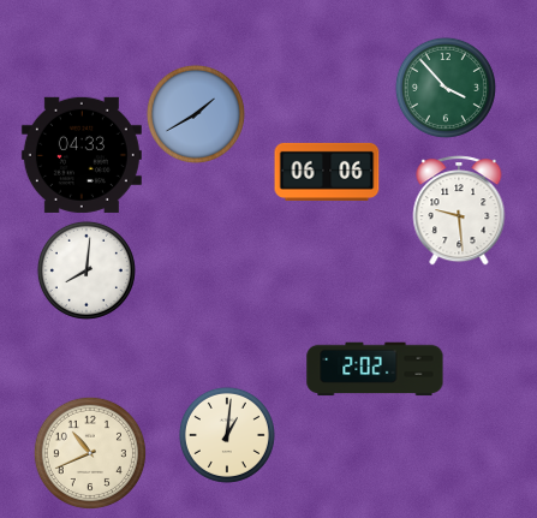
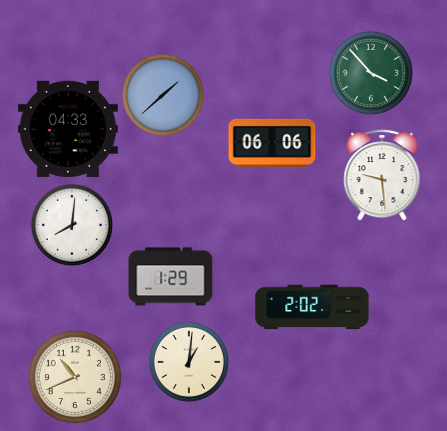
clock at (196, 114): 1:40 -> 1:38
clock at (171, 277): none -> 1:29
